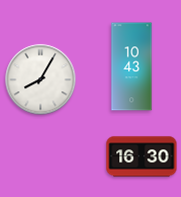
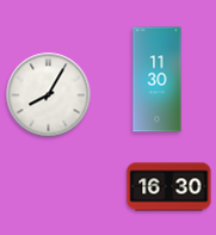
clock at (132, 67): 10:43 -> 11:30
